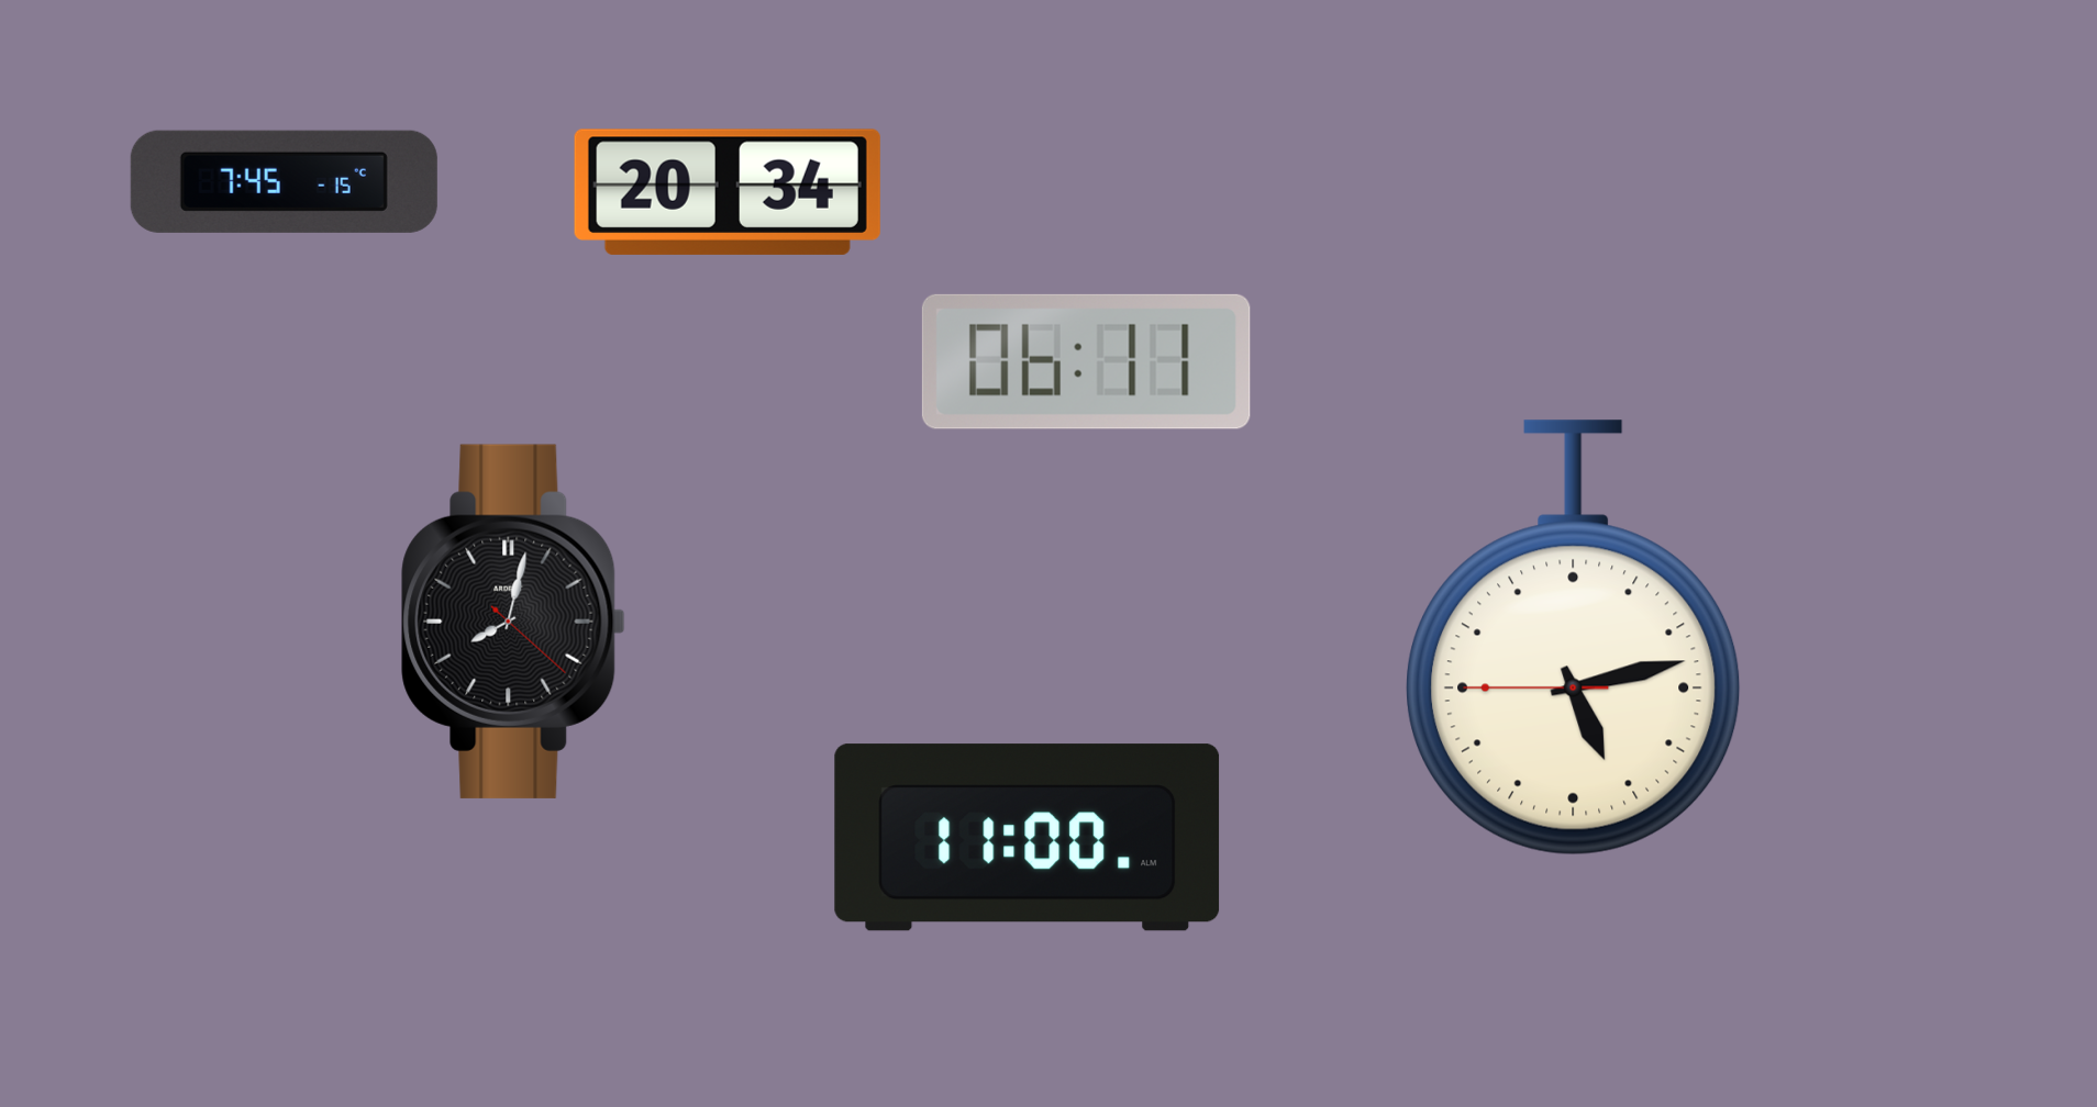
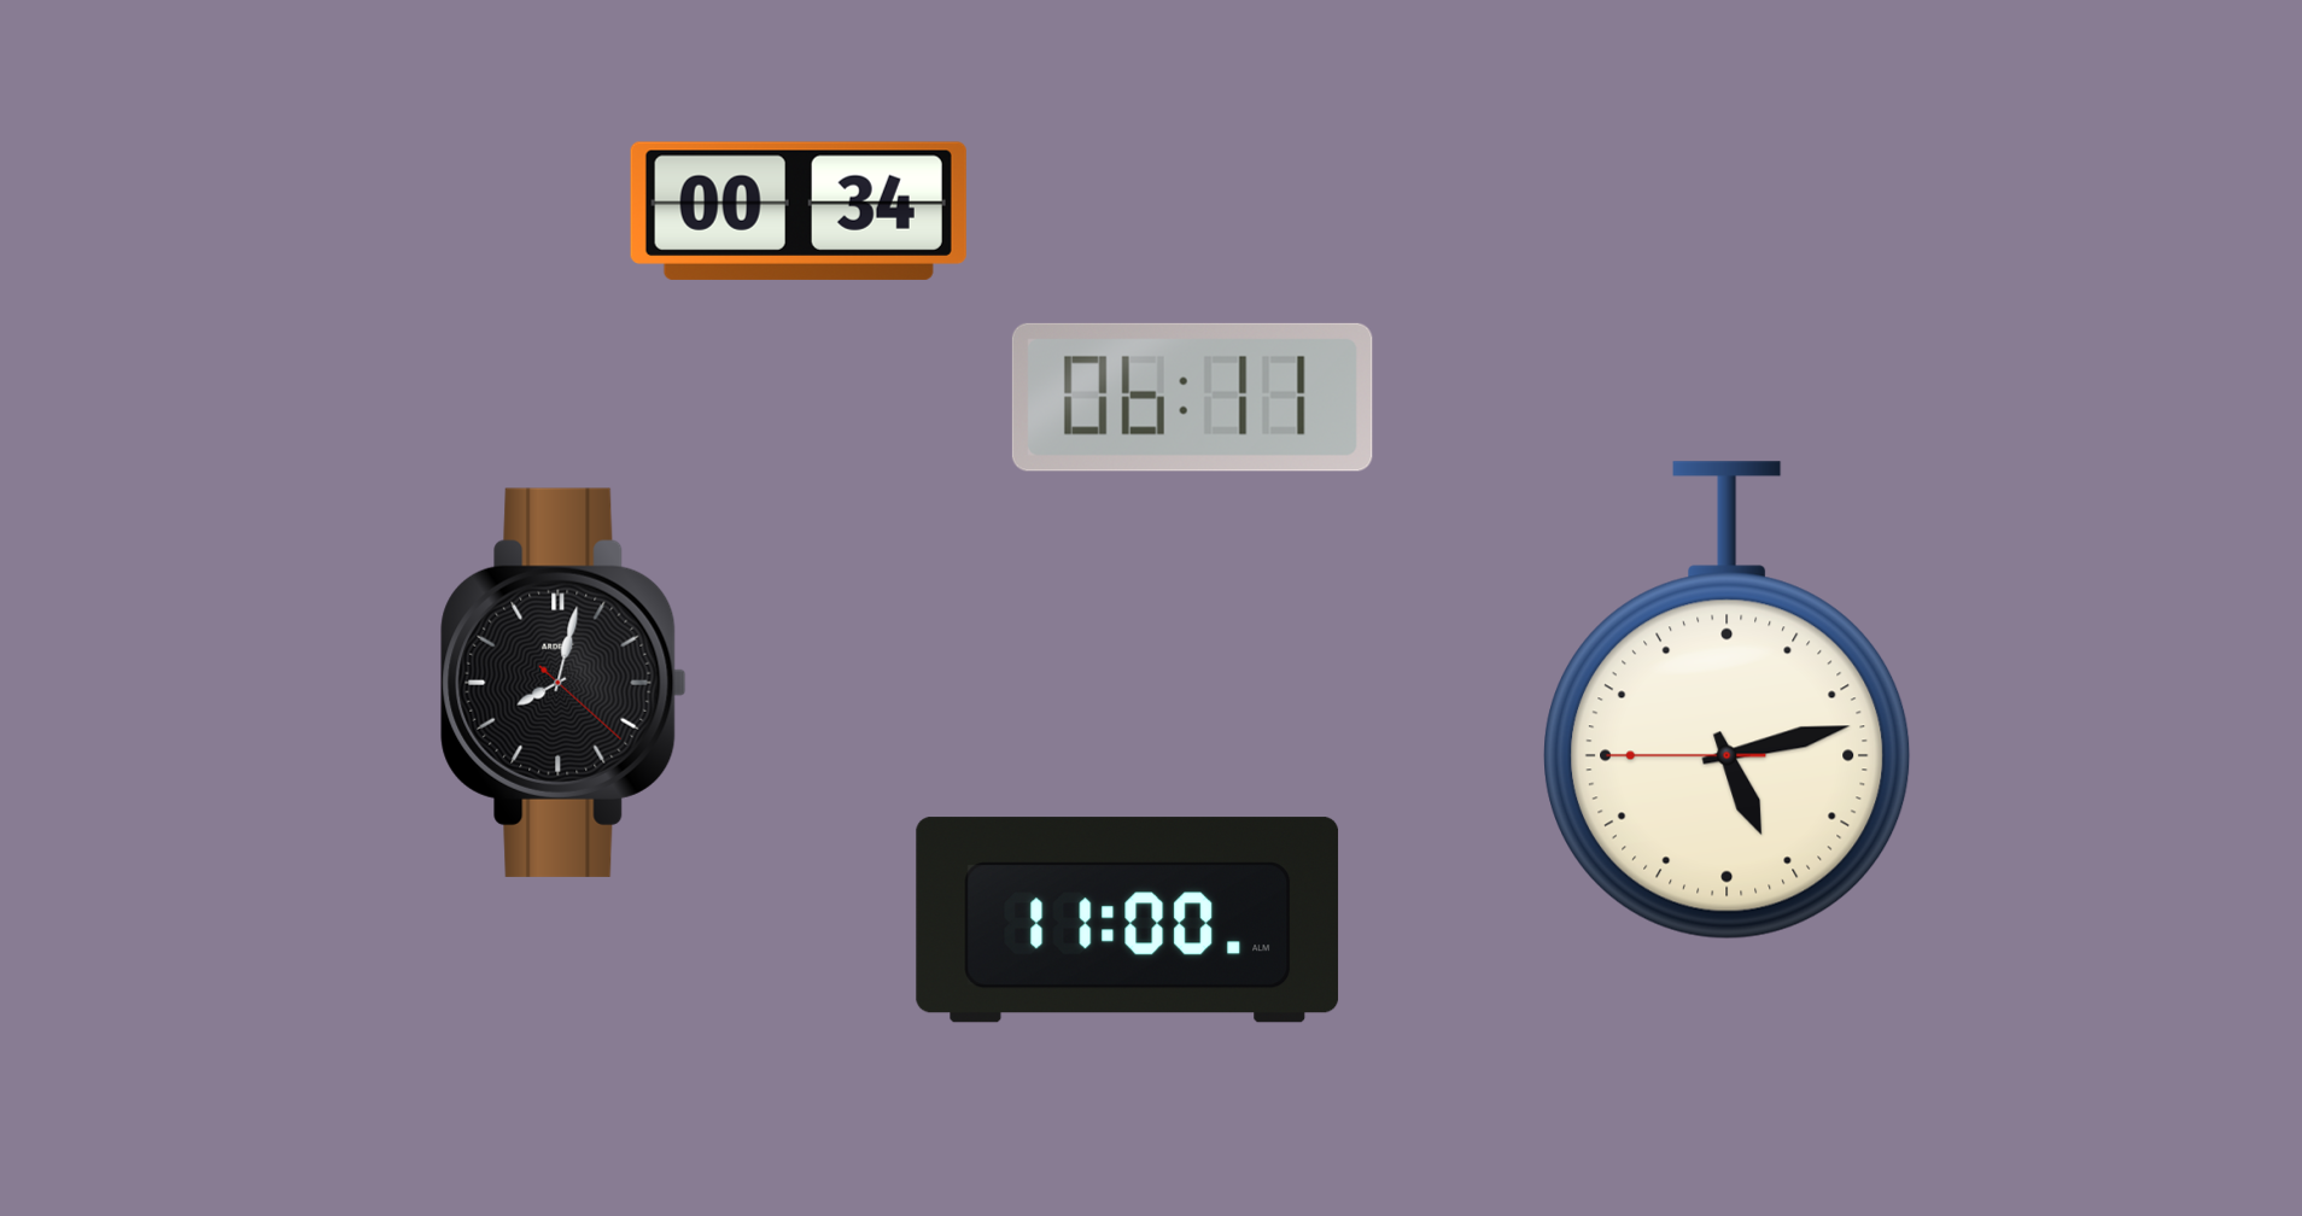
clock at (284, 181): 7:45 -> none
clock at (728, 192): 20:34 -> 00:34
